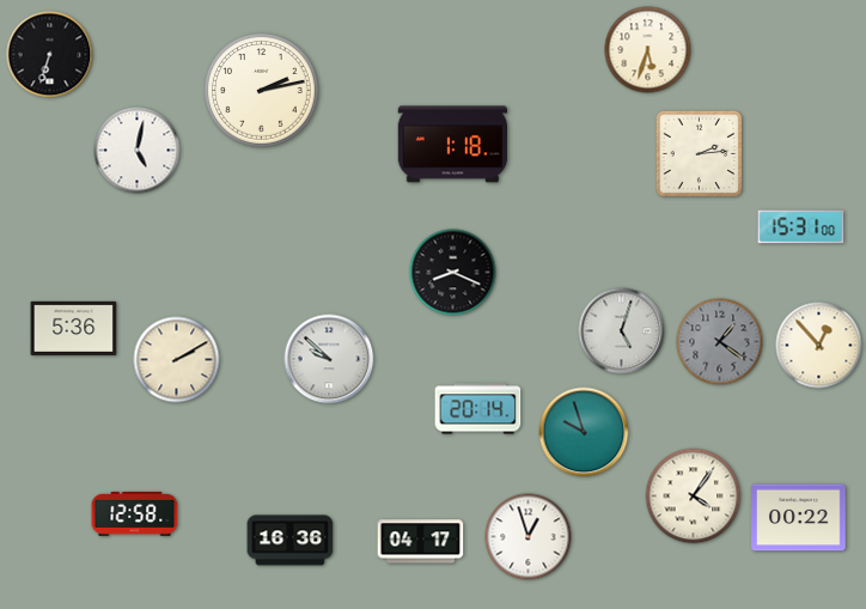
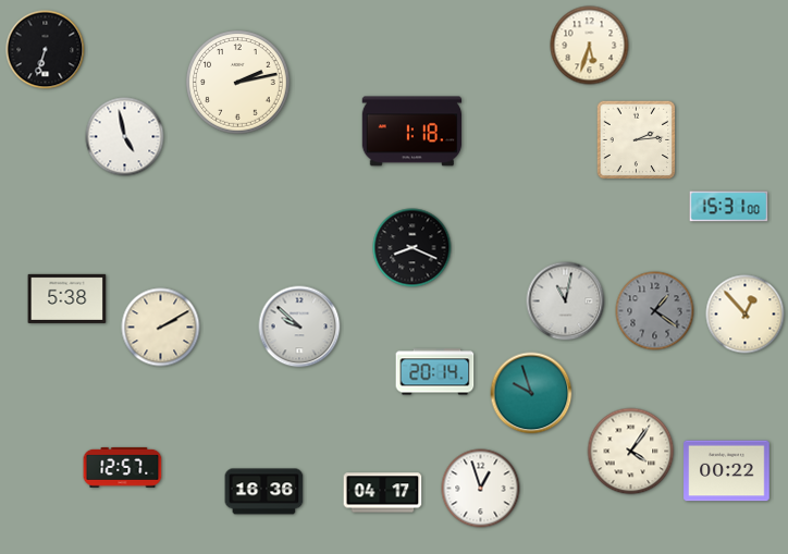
clock at (138, 151): 5:02 -> 4:58
clock at (74, 328): 5:36 -> 5:38
clock at (622, 331): 5:03 -> 11:02
clock at (135, 513): 12:58 -> 12:57
